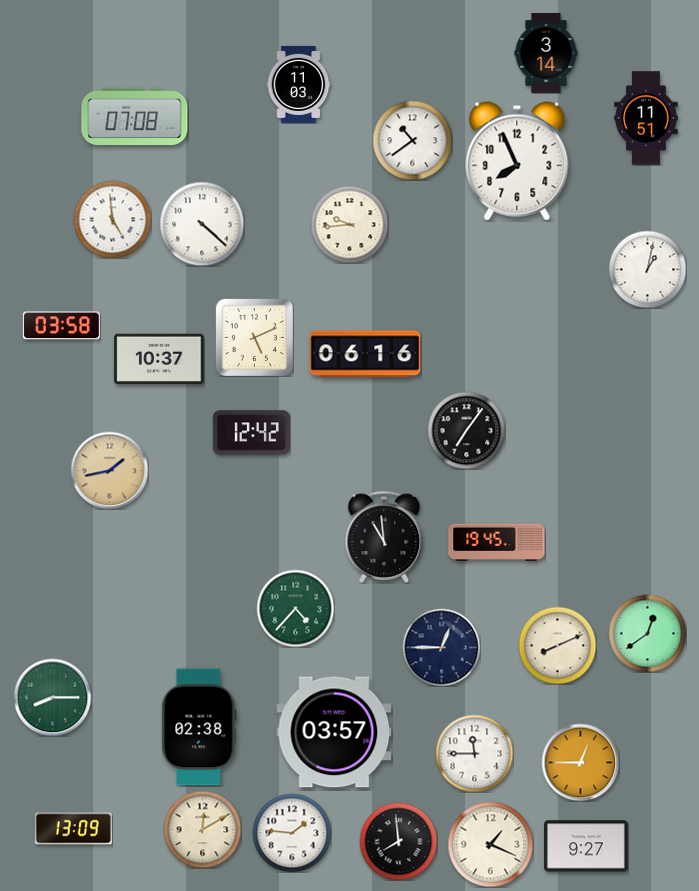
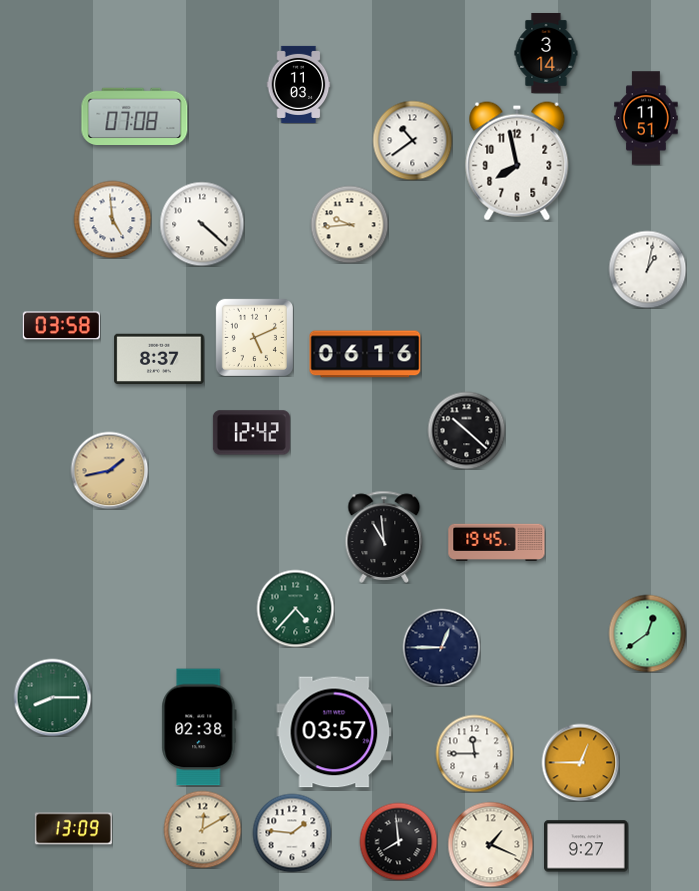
clock at (517, 161): 7:56 -> 7:58
clock at (159, 359): 10:37 -> 8:37
clock at (466, 430): 7:06 -> 10:22
clock at (557, 645): 8:11 -> none
